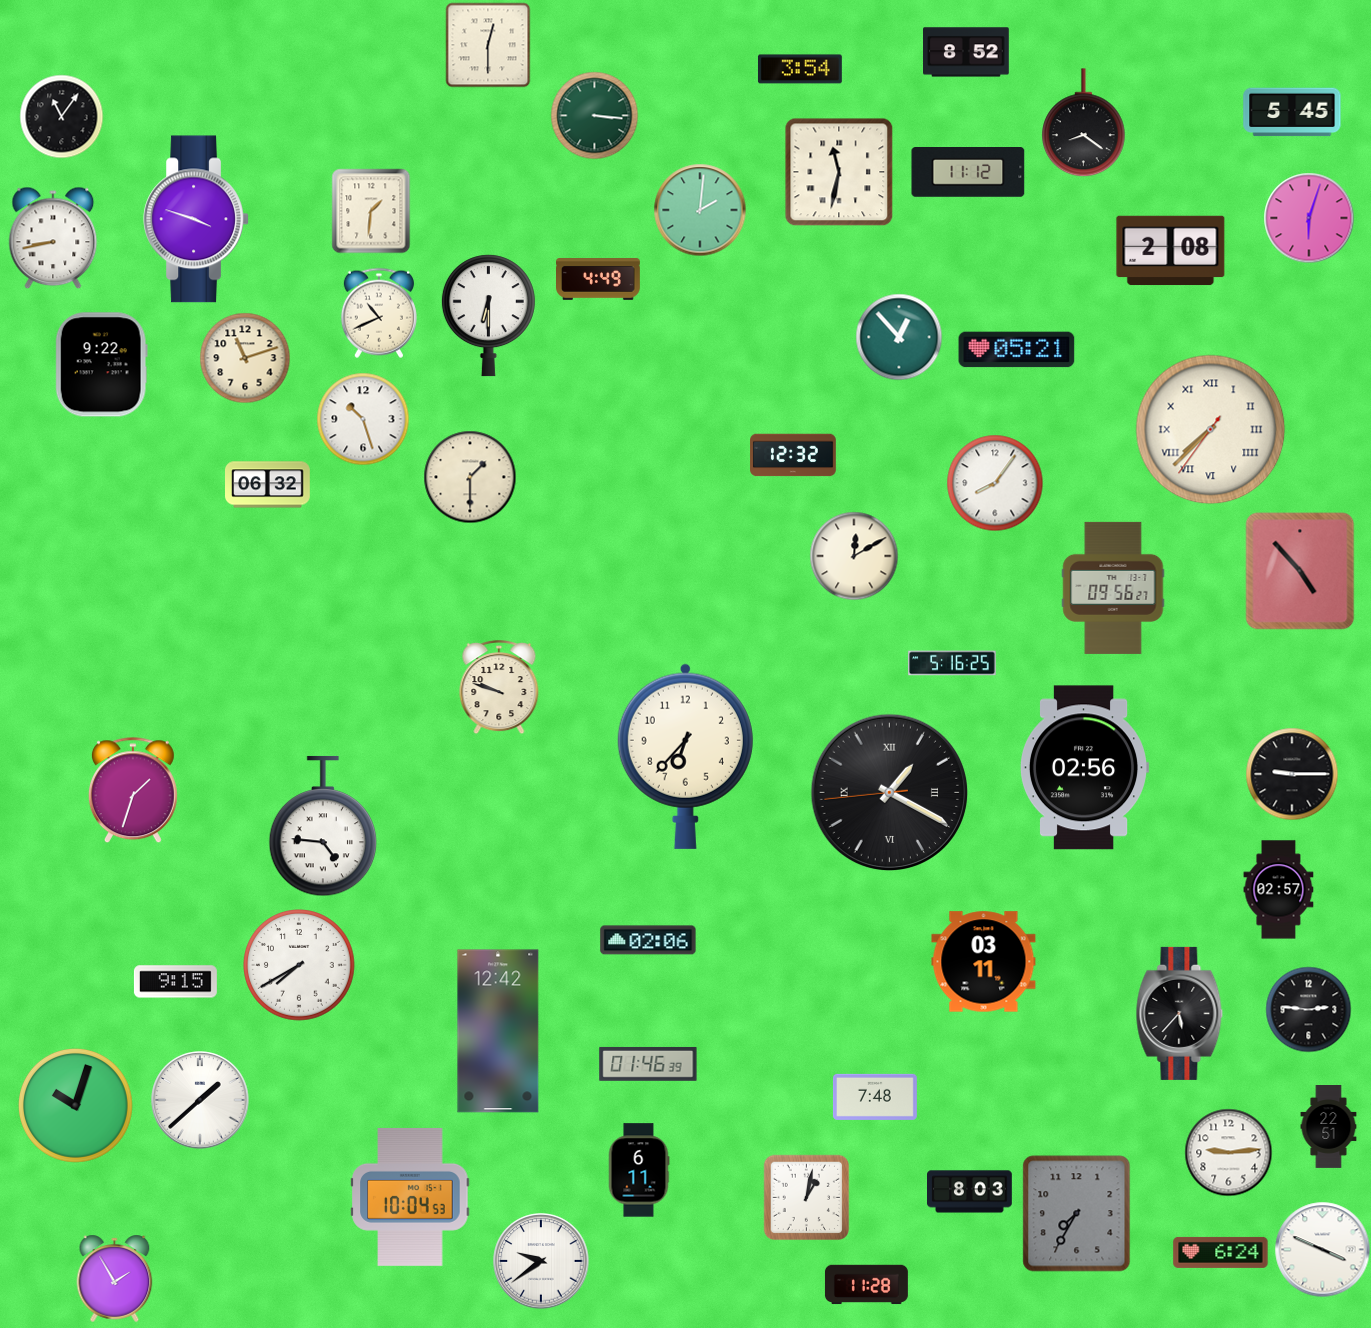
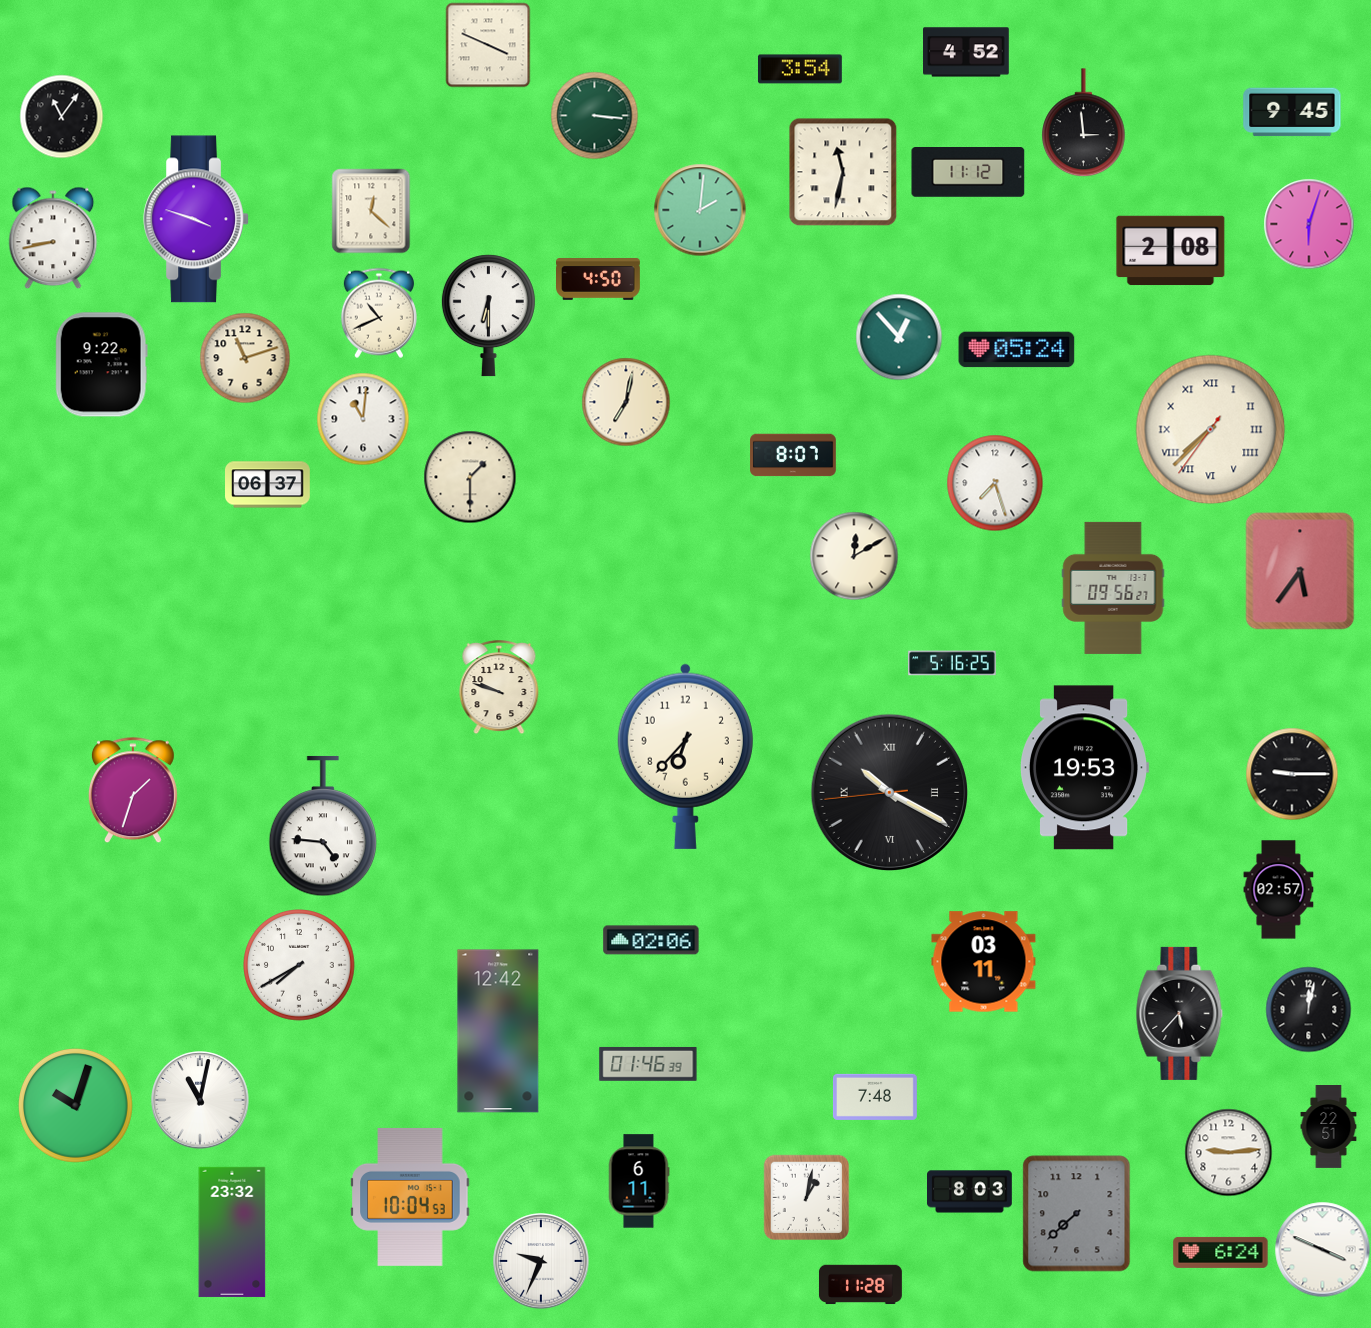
clock at (488, 45): 12:30 -> 3:49
clock at (967, 52): 8:52 -> 4:52
clock at (1292, 112): 5:45 -> 9:45
clock at (1084, 123): 8:21 -> 2:59
clock at (839, 172) position: (839, 172) -> (843, 172)
clock at (371, 211): 1:31 -> 12:22
clock at (1309, 218) position: (1309, 218) -> (1309, 224)
clock at (599, 280): 4:49 -> 4:50
clock at (1017, 350): 05:21 -> 05:24
clock at (626, 402): none -> 7:02
clock at (363, 419): 10:27 -> 11:01
clock at (793, 455): 12:32 -> 8:07
clock at (995, 483): 8:06 -> 7:27
clock at (268, 485): 06:32 -> 06:37
clock at (1300, 571): 4:53 -> 5:36
clock at (1083, 768): 02:56 -> 19:53
clock at (889, 792): 1:19 -> 10:19
clock at (648, 940) position: (648, 940) -> (651, 940)
clock at (175, 982): 9:15 -> none
clock at (1308, 1009): 2:46 -> 12:02
clock at (200, 1100): 1:38 -> 11:02
clock at (639, 1170) position: (639, 1170) -> (639, 1181)
clock at (1077, 1214): 7:35 -> 7:38
clock at (232, 1232): none -> 23:32
clock at (541, 1261): 9:39 -> 9:34
clock at (115, 1278): 1:55 -> none
clock at (866, 1285) position: (866, 1285) -> (860, 1285)
